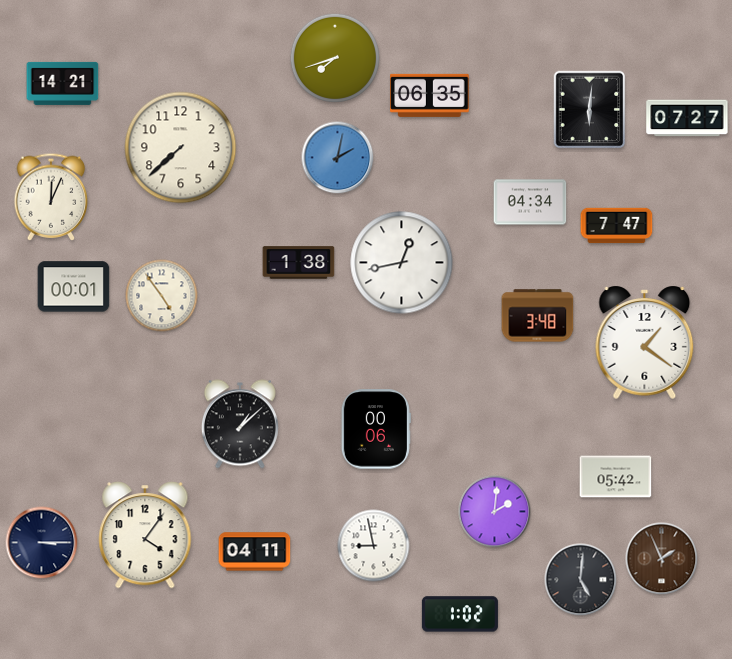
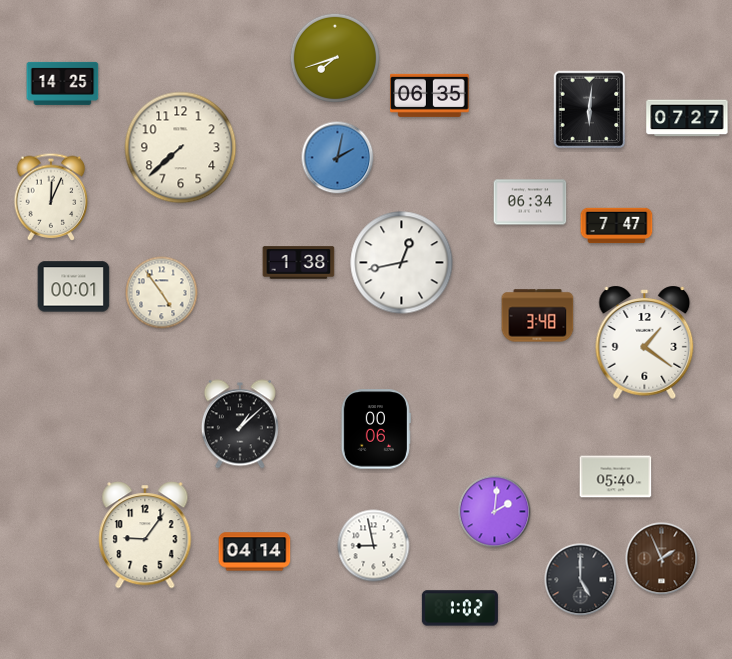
clock at (63, 83): 14:21 -> 14:25
clock at (530, 202): 04:34 -> 06:34
clock at (162, 296) position: (162, 296) -> (162, 293)
clock at (616, 477): 05:42 -> 05:40
clock at (145, 536): 4:06 -> 9:06
clock at (42, 543): 3:15 -> none
clock at (255, 552): 04:11 -> 04:14
clock at (581, 580): 5:01 -> 5:00
clock at (460, 614) position: (460, 614) -> (460, 608)
